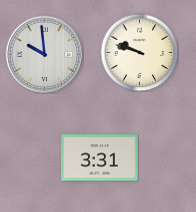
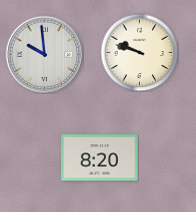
clock at (100, 158): 3:31 -> 8:20
